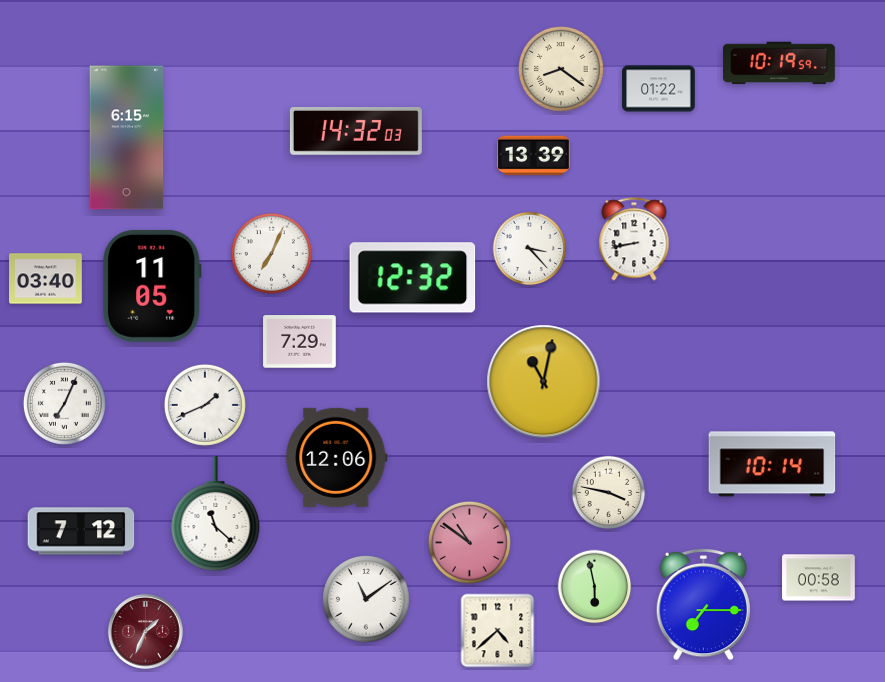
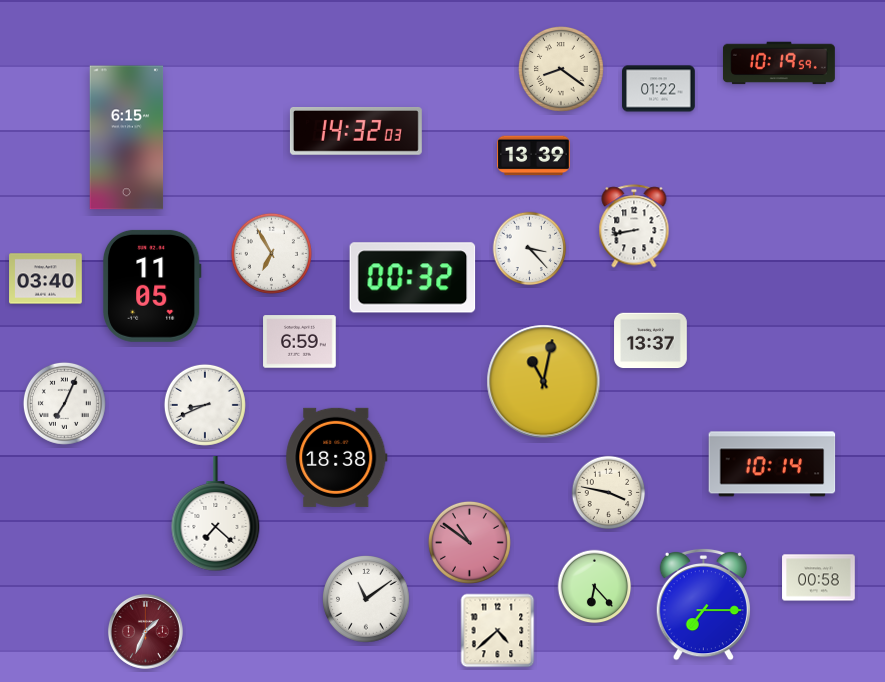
clock at (634, 239) position: (634, 239) -> (634, 226)
clock at (271, 253): 7:04 -> 6:55
clock at (413, 278): 12:32 -> 00:32
clock at (651, 341): none -> 13:37
clock at (300, 342): 7:29 -> 6:59
clock at (205, 405): 1:41 -> 8:41
clock at (337, 457): 12:06 -> 18:38
clock at (216, 514): 11:22 -> 7:22
clock at (81, 531): 7:12 -> none
clock at (595, 587): 5:58 -> 6:23
